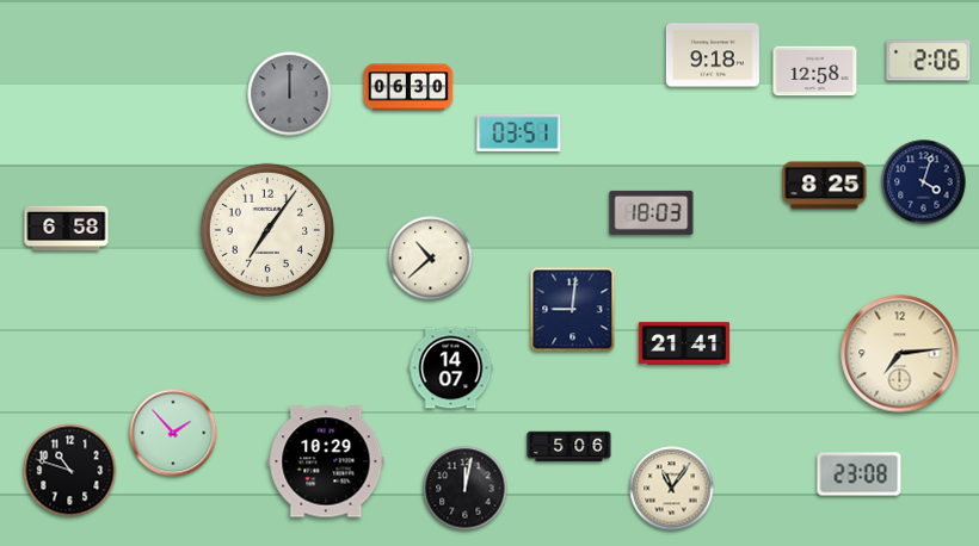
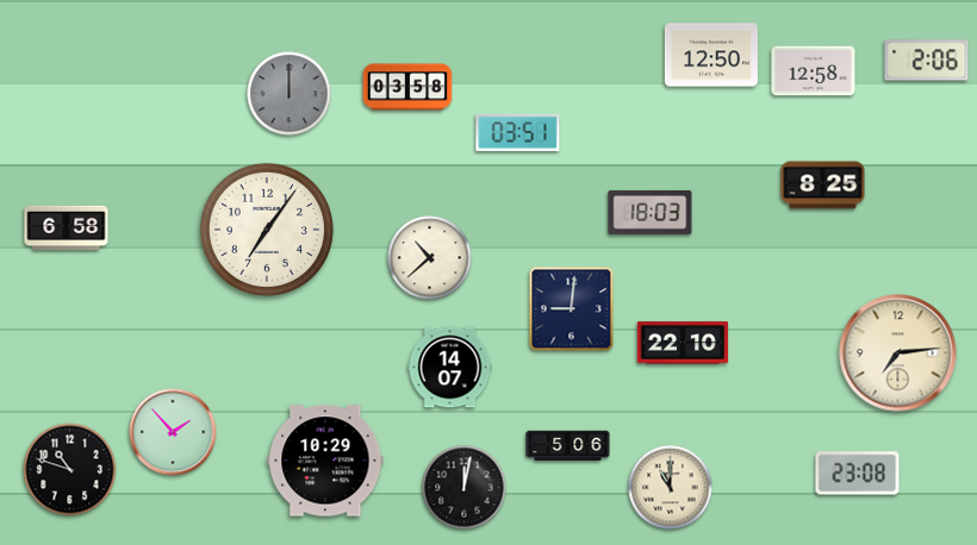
clock at (713, 55): 9:18 -> 12:50
clock at (408, 87): 06:30 -> 03:58
clock at (924, 182): 4:03 -> none
clock at (684, 343): 21:41 -> 22:10
clock at (672, 489): 11:06 -> 11:00
